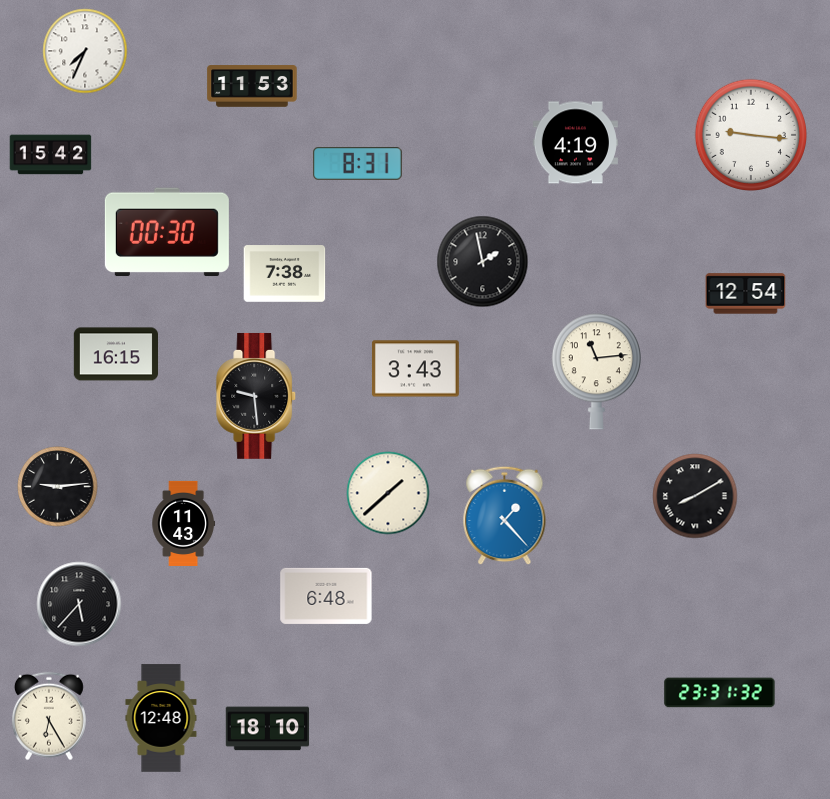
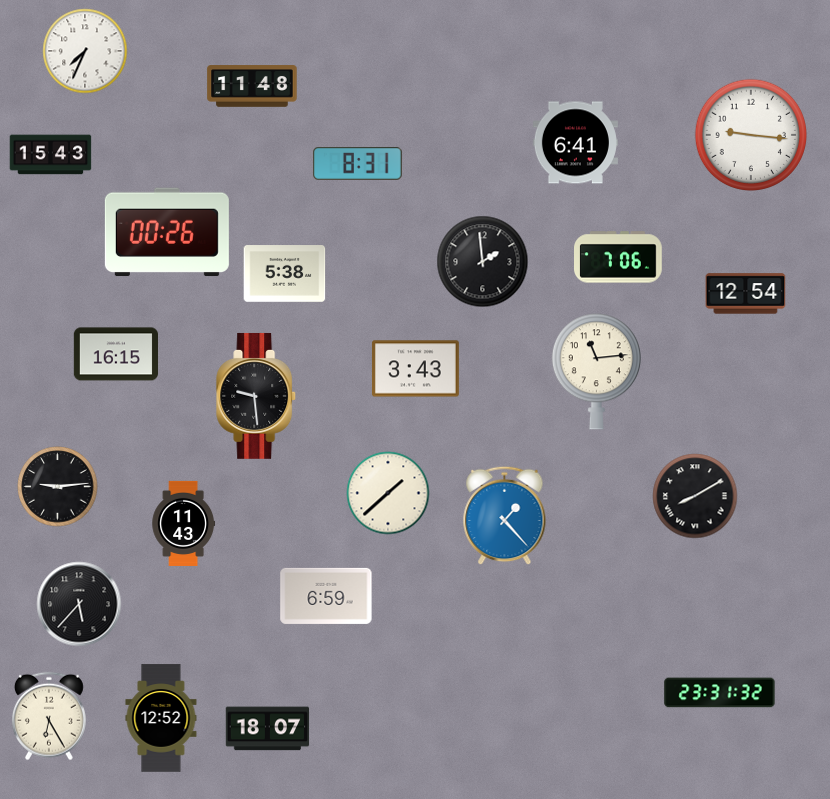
clock at (252, 86): 11:53 -> 11:48
clock at (575, 143): 4:19 -> 6:41
clock at (51, 155): 15:42 -> 15:43
clock at (167, 232): 00:30 -> 00:26
clock at (619, 257): none -> 7:06
clock at (483, 262): 1:58 -> 1:59
clock at (285, 274): 7:38 -> 5:38
clock at (326, 596): 6:48 -> 6:59
clock at (161, 718): 12:48 -> 12:52
clock at (268, 729): 18:10 -> 18:07
